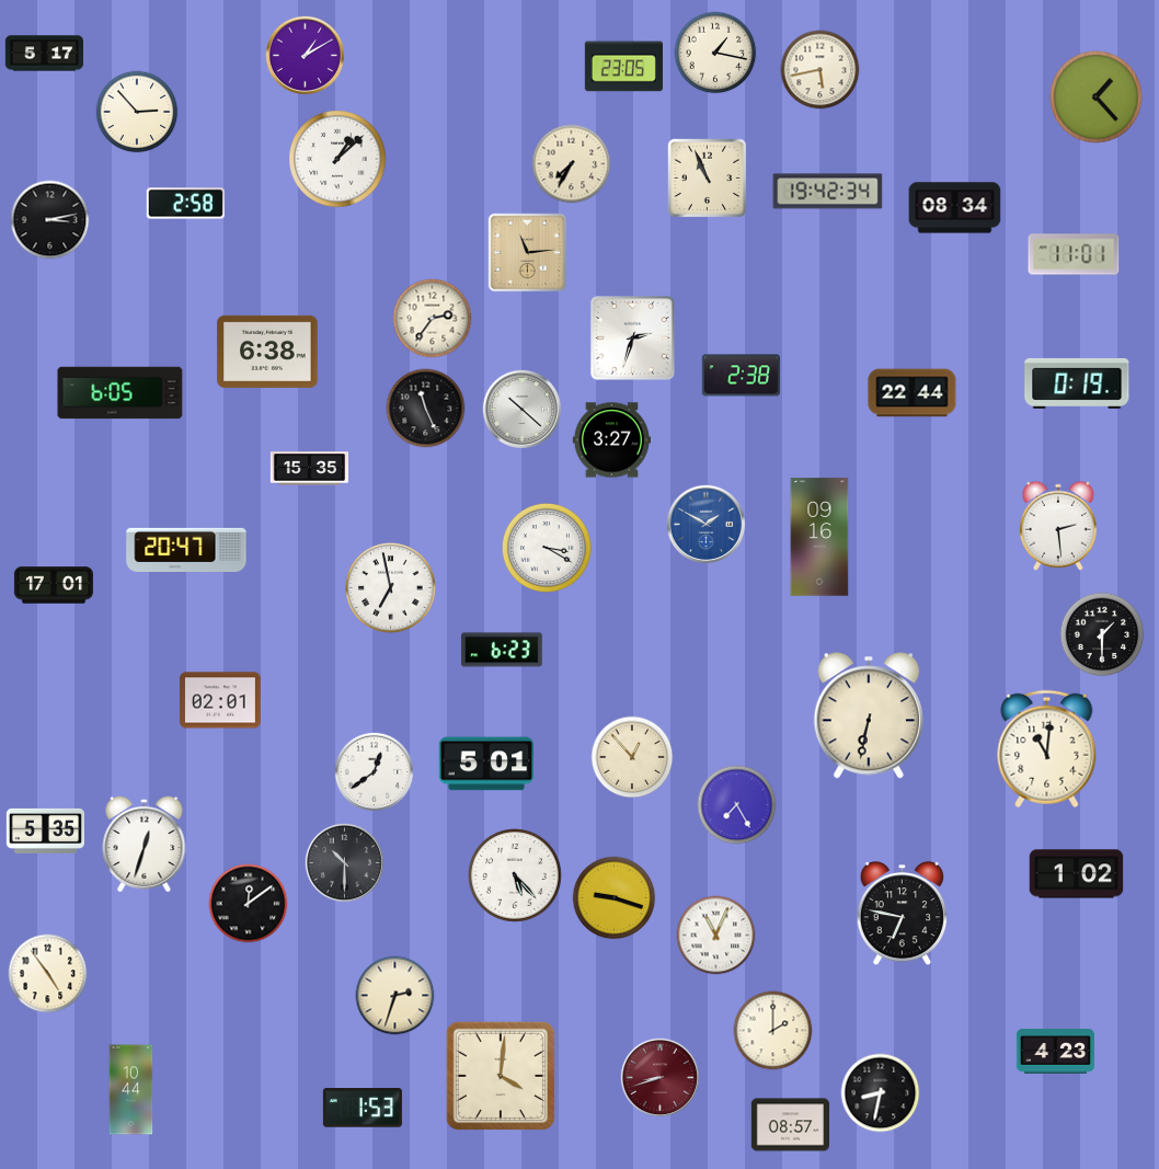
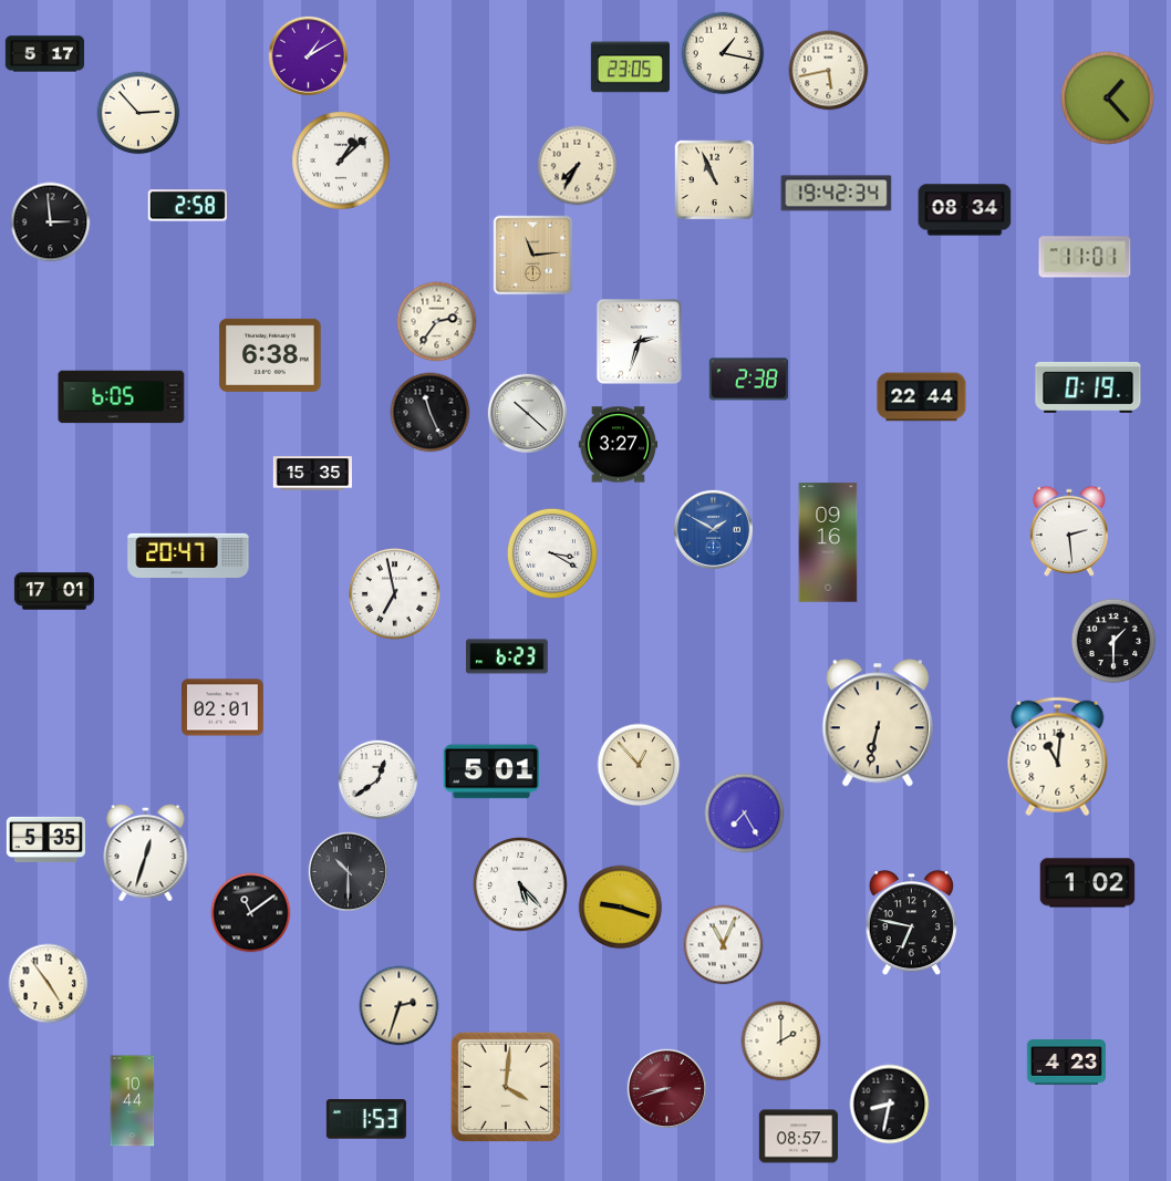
clock at (50, 220): 3:13 -> 2:59
clock at (249, 904): 12:09 -> 11:09
